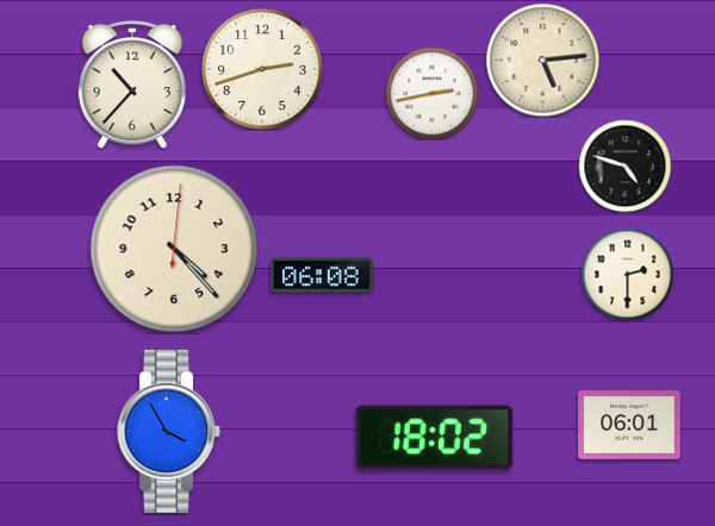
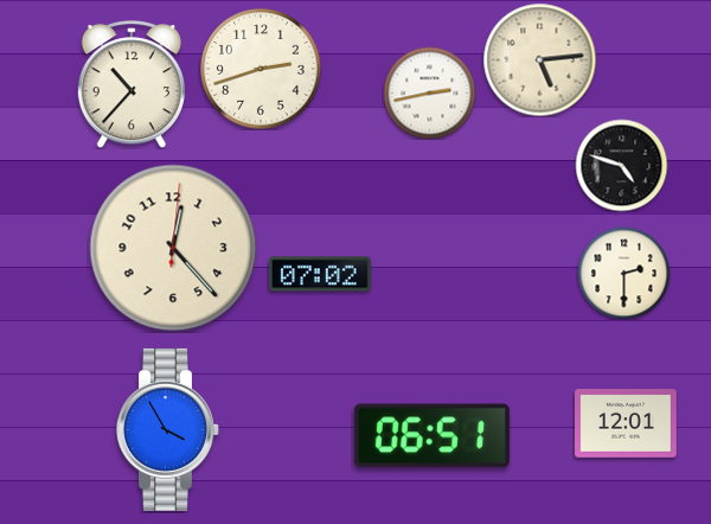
clock at (174, 249): 4:23 -> 12:23
clock at (323, 275): 06:08 -> 07:02
clock at (630, 425): 06:01 -> 12:01
clock at (434, 438): 18:02 -> 06:51
